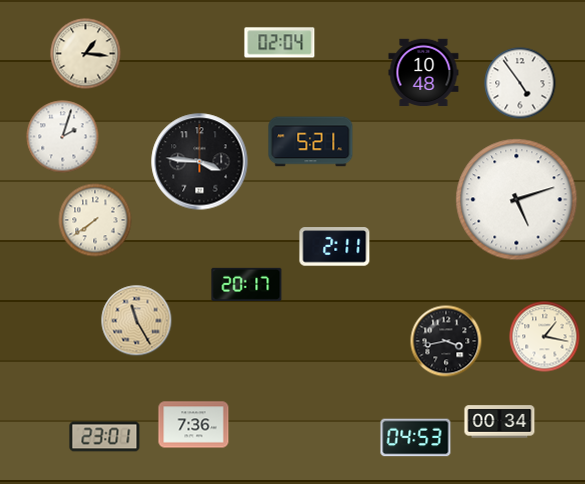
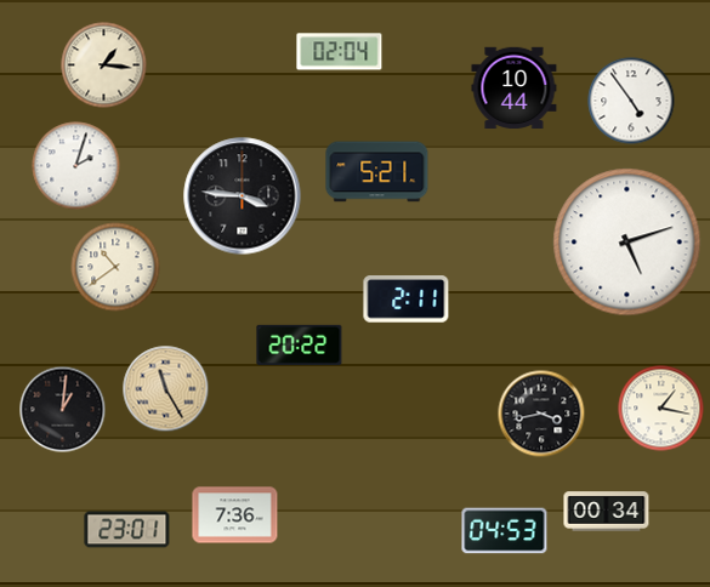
clock at (424, 73): 10:48 -> 10:44
clock at (95, 220): 7:39 -> 10:39
clock at (247, 284): 20:17 -> 20:22
clock at (63, 410): none -> 1:01
